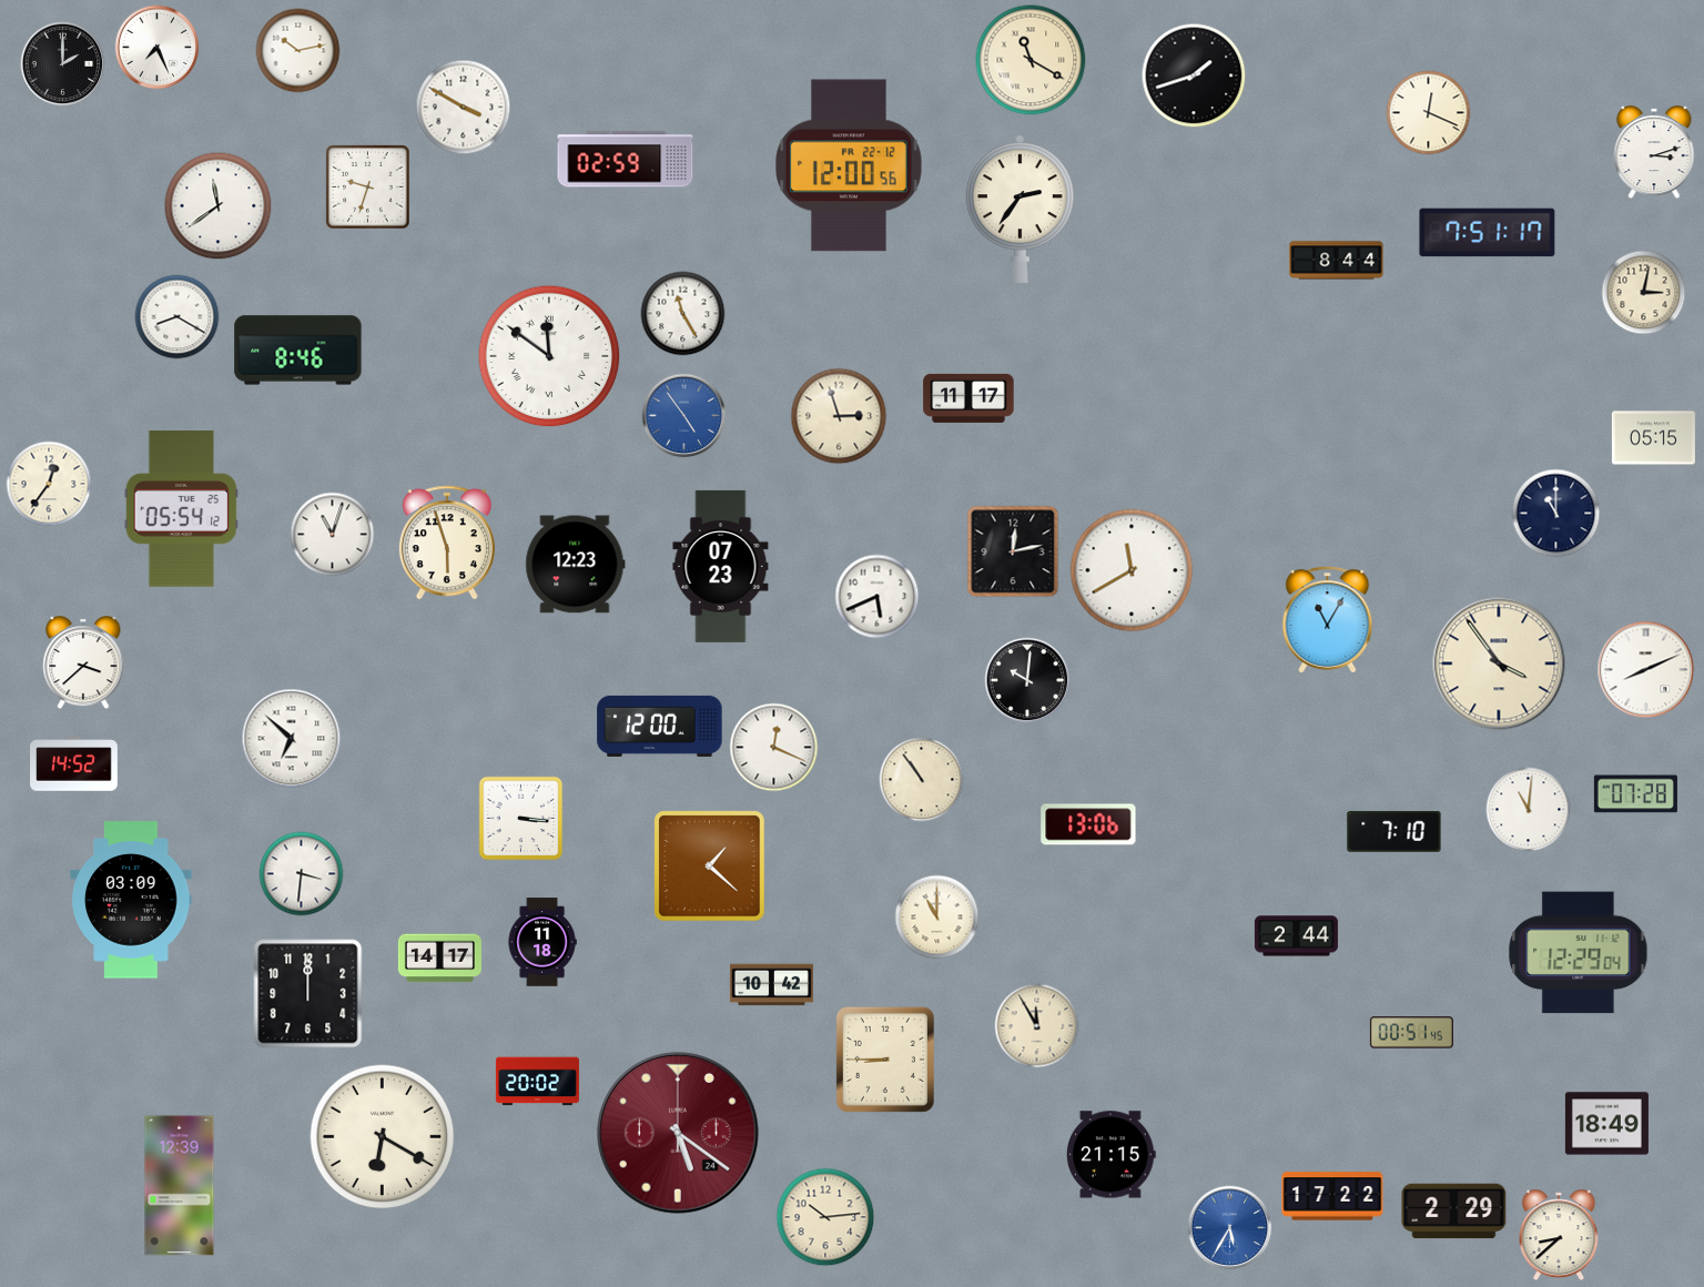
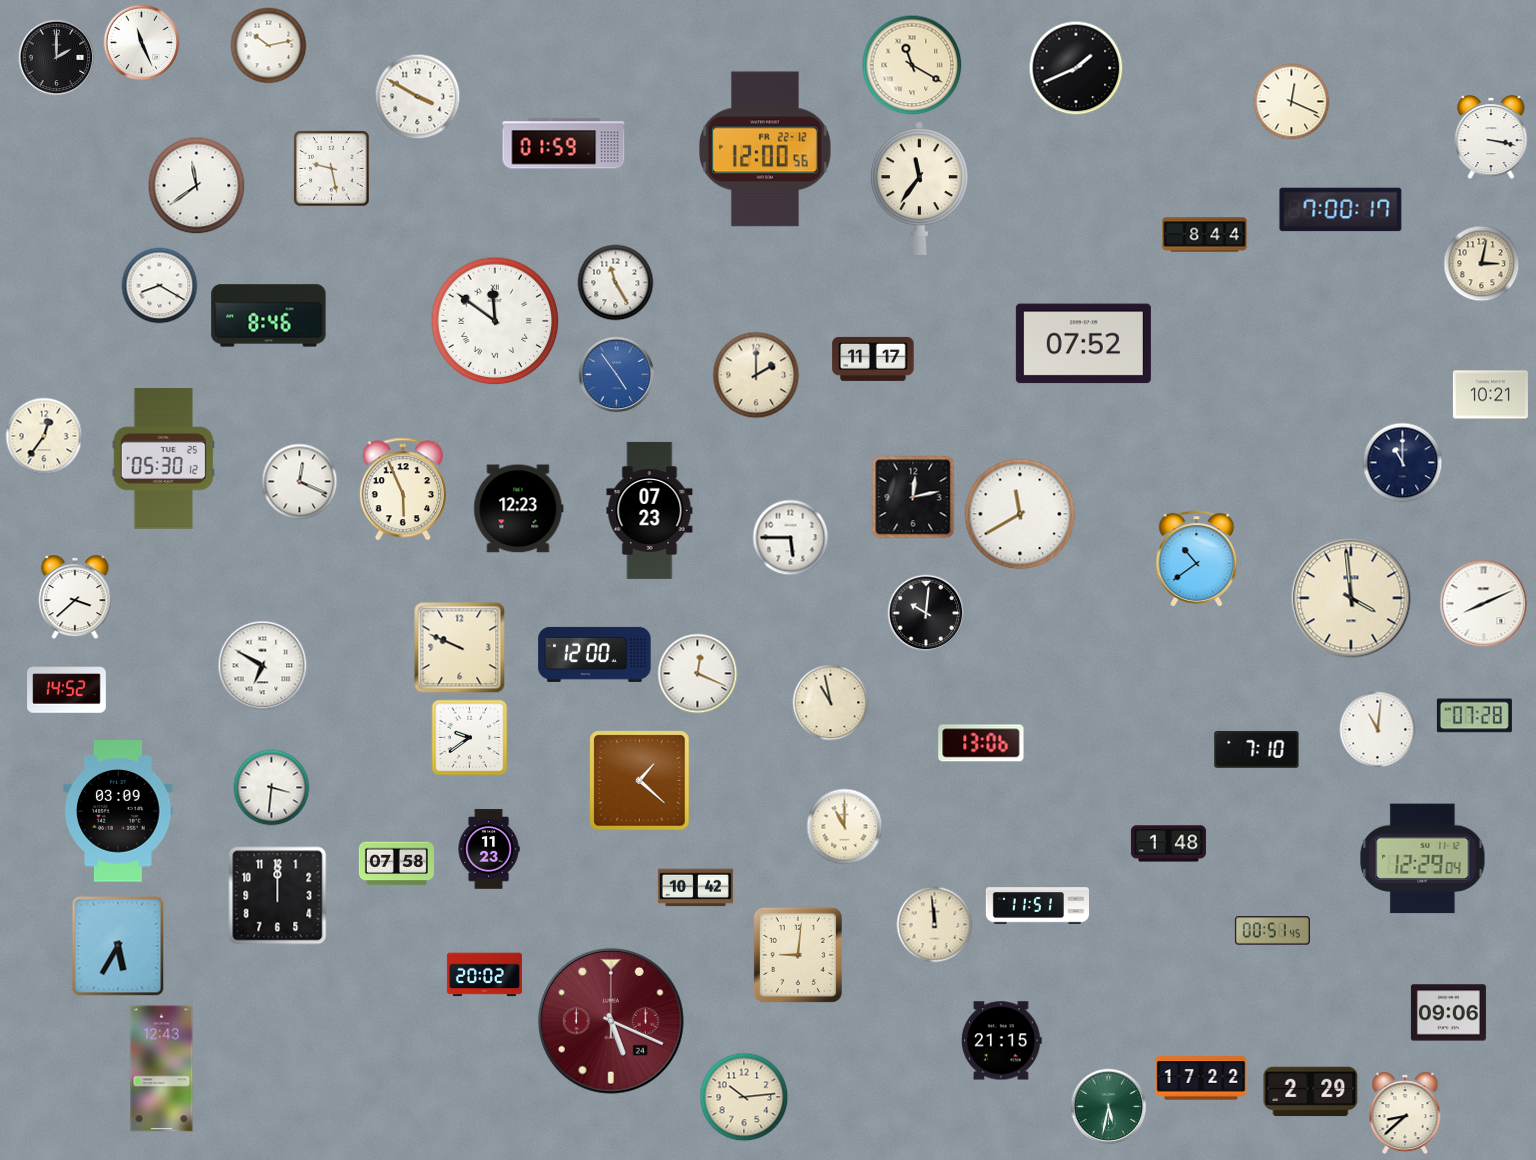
clock at (158, 48): 7:26 -> 11:26
clock at (1031, 60) position: (1031, 60) -> (912, 65)
clock at (1194, 75): 1:42 -> 1:41
clock at (1429, 113) position: (1429, 113) -> (1292, 102)
clock at (1654, 153): 3:12 -> 3:17
clock at (626, 160): 02:59 -> 01:59
clock at (368, 188): 9:33 -> 9:28
clock at (1020, 209): 2:36 -> 11:36
clock at (1488, 233): 7:51 -> 7:00
clock at (1083, 344): none -> 07:52
clock at (839, 416): 2:57 -> 2:00
clock at (1653, 438): 05:15 -> 10:21
clock at (182, 509): 05:54 -> 05:30
clock at (333, 535): 11:03 -> 12:19
clock at (447, 543): 5:57 -> 5:56
clock at (878, 597): 5:41 -> 5:45
clock at (1328, 620): 11:05 -> 10:39
clock at (1499, 663): 3:54 -> 3:59
clock at (460, 648): none -> 9:49
clock at (292, 739): 6:52 -> 6:50
clock at (922, 780): 10:54 -> 10:58
clock at (521, 819): 3:16 -> 9:39
clock at (1296, 936): 2:44 -> 1:48
clock at (542, 942): 11:18 -> 11:23
clock at (439, 959): 14:17 -> 07:58
clock at (1037, 905): none -> 11:51
clock at (1037, 1026): 11:55 -> 11:59
clock at (118, 946): none -> 5:35
clock at (885, 1060): 8:45 -> 9:01
clock at (1606, 1124): 18:49 -> 09:06
clock at (679, 1134): 5:21 -> 5:19
clock at (383, 1137): 6:20 -> none
clock at (180, 1186): 12:39 -> 12:43
clock at (1230, 1228): 5:35 -> 5:32
clock at (1230, 1228) dial: blue -> green
